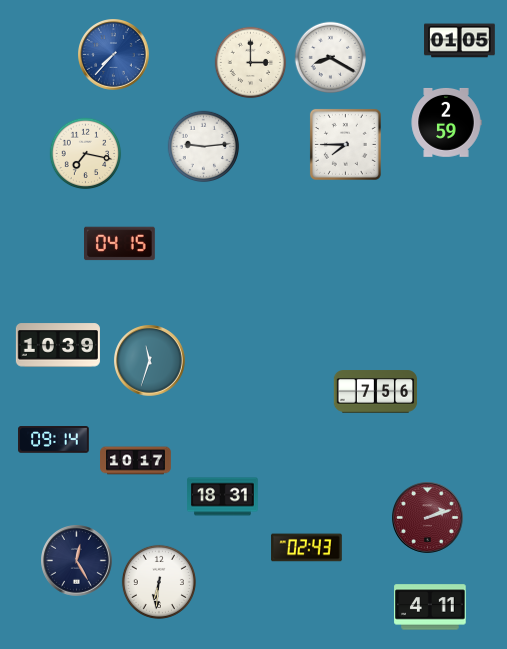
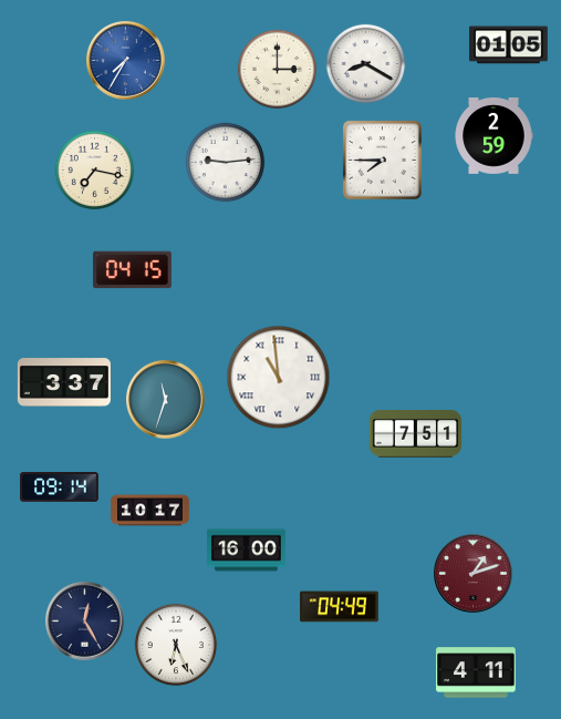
clock at (114, 55): 7:37 -> 7:35
clock at (279, 378): none -> 10:59
clock at (58, 345): 10:39 -> 3:37
clock at (376, 392): 7:56 -> 7:51
clock at (223, 497): 18:31 -> 16:00
clock at (428, 518): 2:12 -> 1:12
clock at (307, 548): 02:43 -> 04:49
clock at (159, 582): 6:31 -> 6:26
